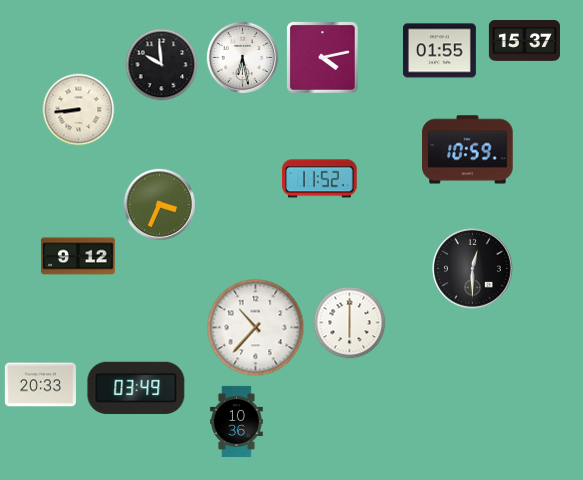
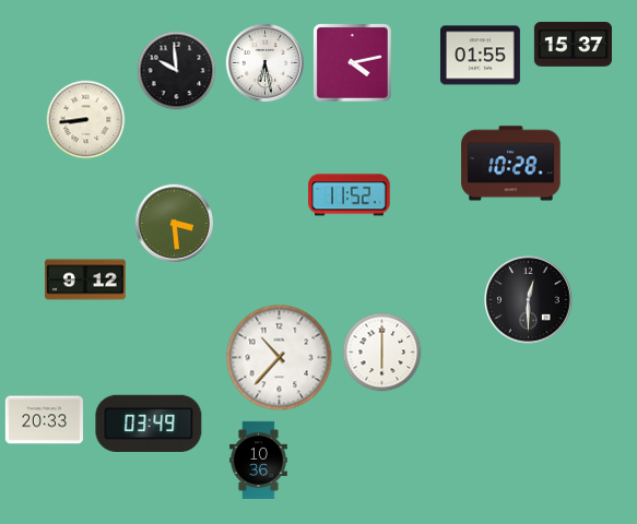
clock at (468, 150): 10:59 -> 10:28
clock at (159, 204): 3:34 -> 3:29
clock at (473, 269) position: (473, 269) -> (529, 300)
